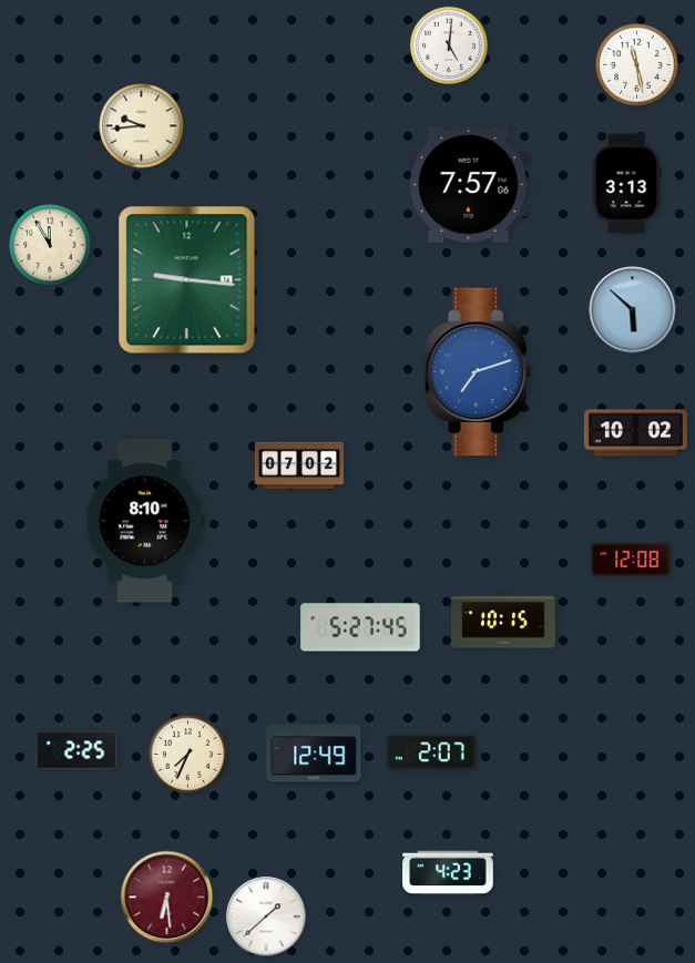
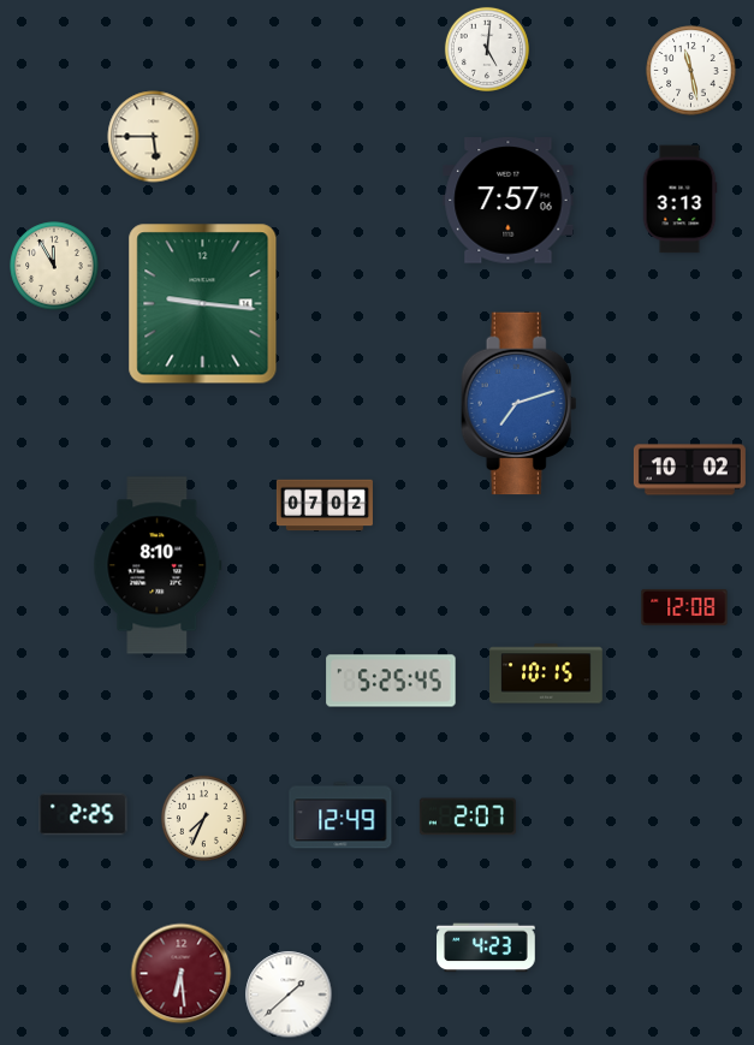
clock at (142, 126): 9:44 -> 5:45
clock at (633, 310): 5:52 -> none
clock at (360, 627): 5:27 -> 5:25
